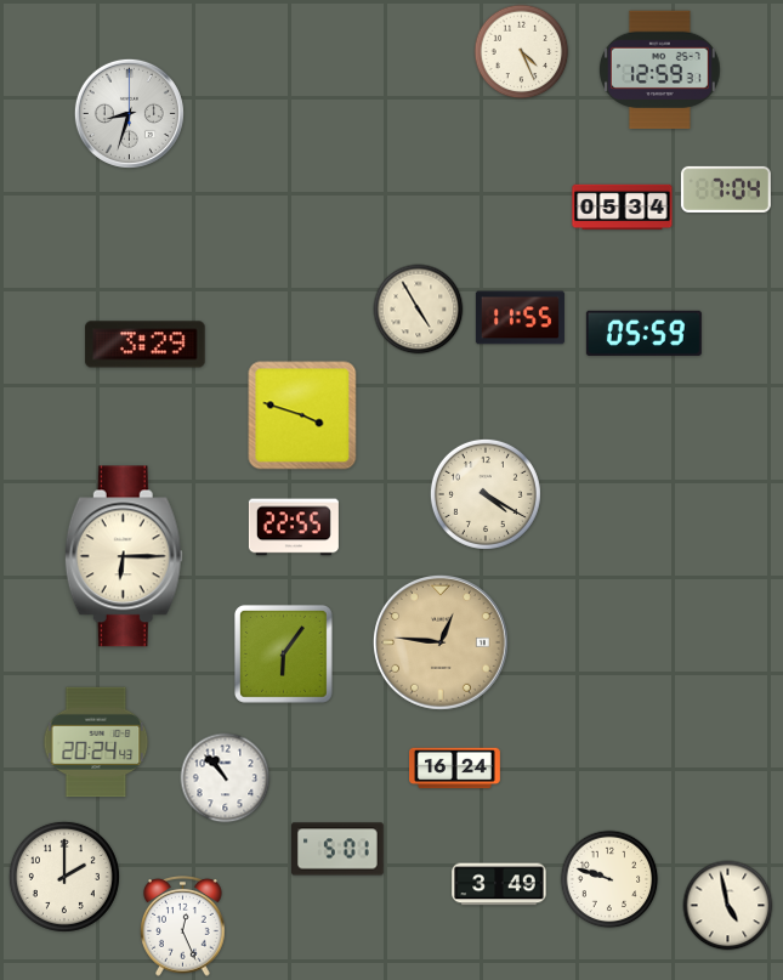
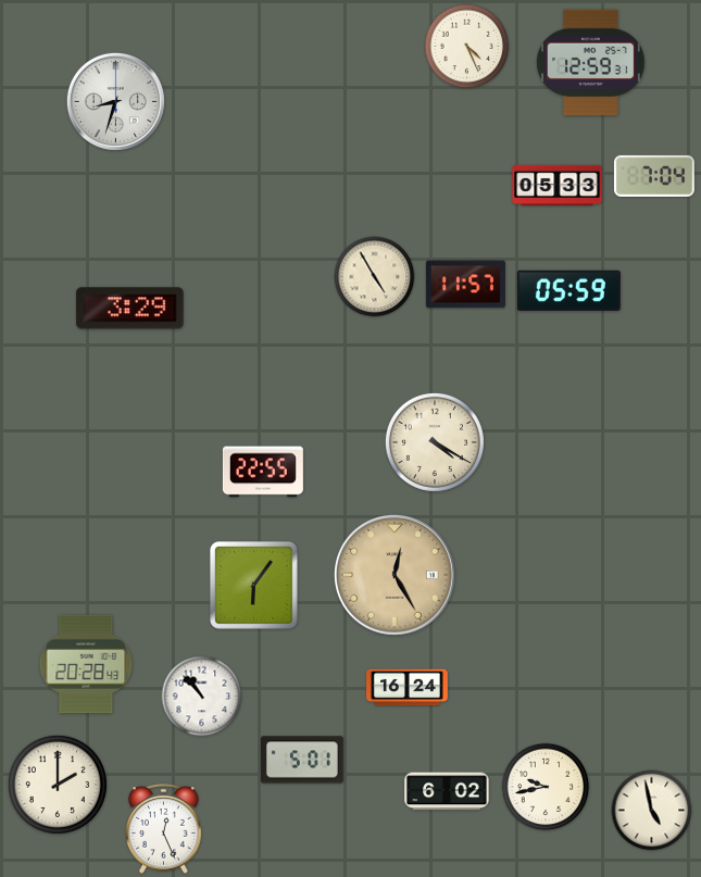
clock at (726, 189) position: (726, 189) -> (654, 176)
clock at (623, 208): 05:34 -> 05:33
clock at (520, 318): 11:55 -> 11:57
clock at (643, 333) position: (643, 333) -> (568, 290)
clock at (302, 415): 3:48 -> none
clock at (124, 556): 6:15 -> none
clock at (441, 642): 12:46 -> 12:25
clock at (96, 742): 20:24 -> 20:28
clock at (609, 879): 9:48 -> 9:43
clock at (499, 884): 3:49 -> 6:02
